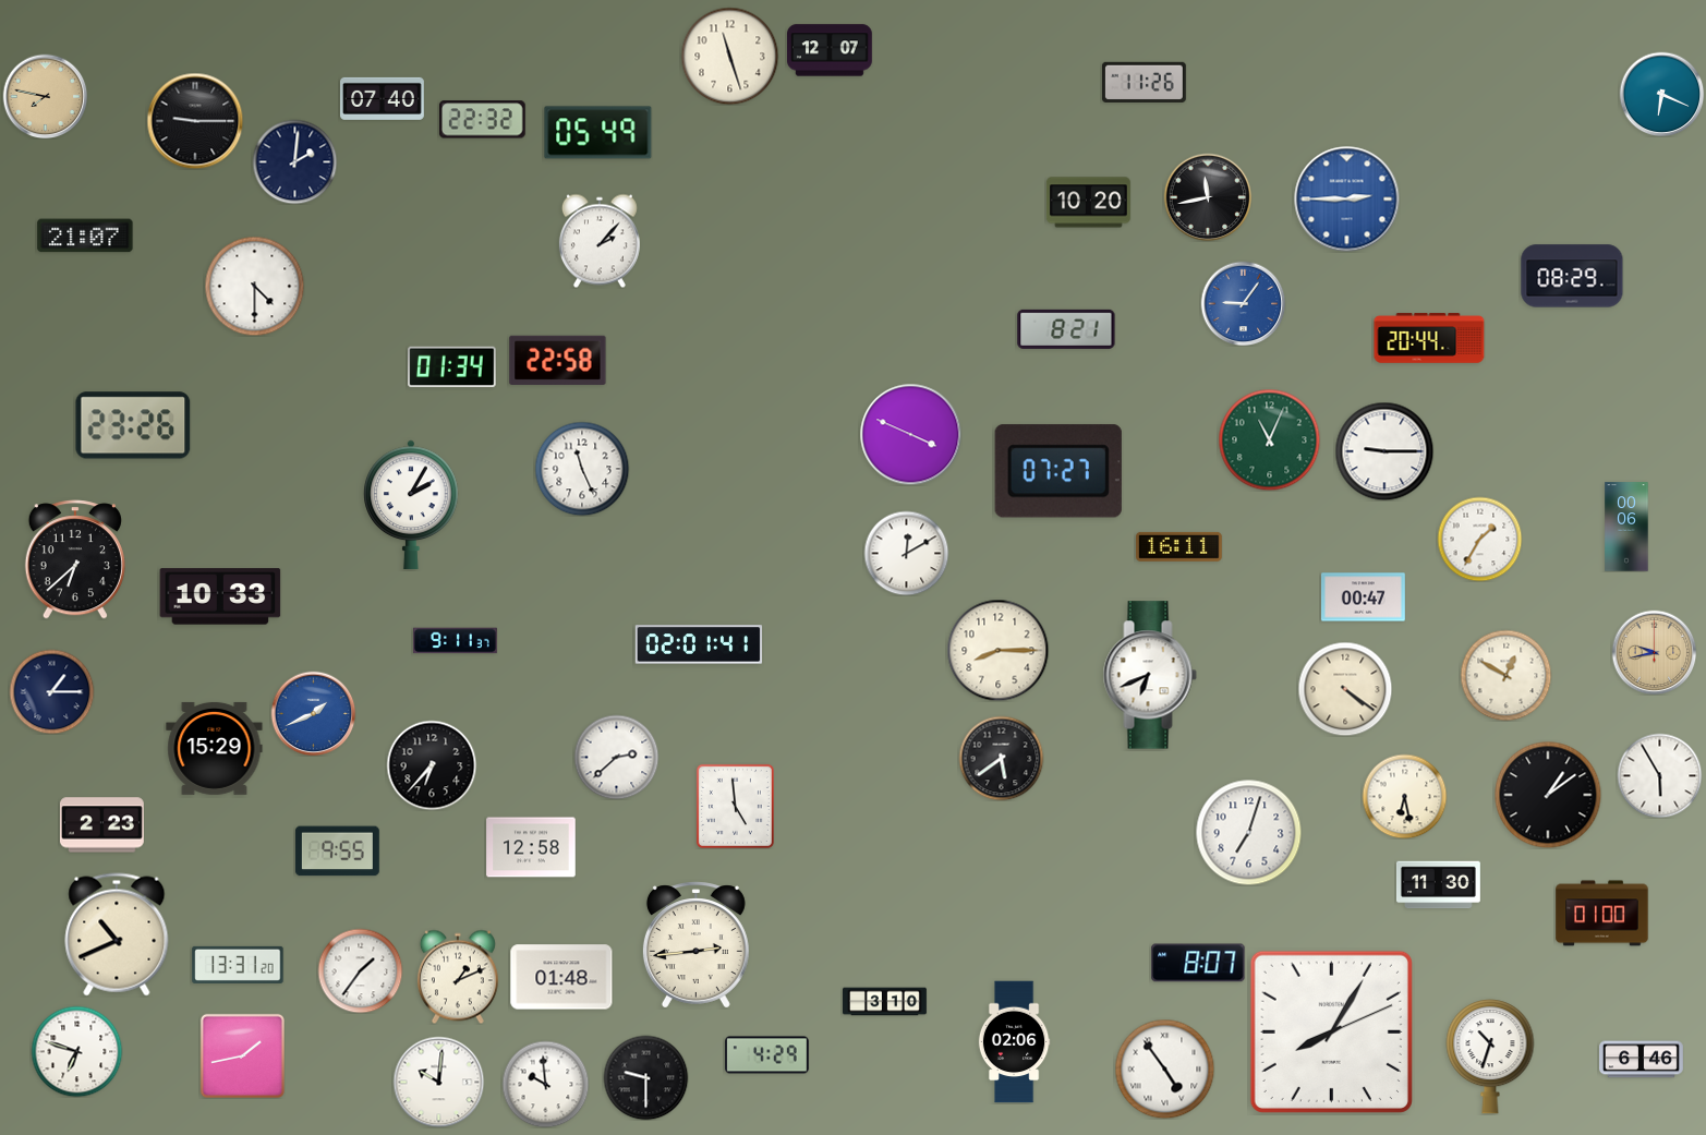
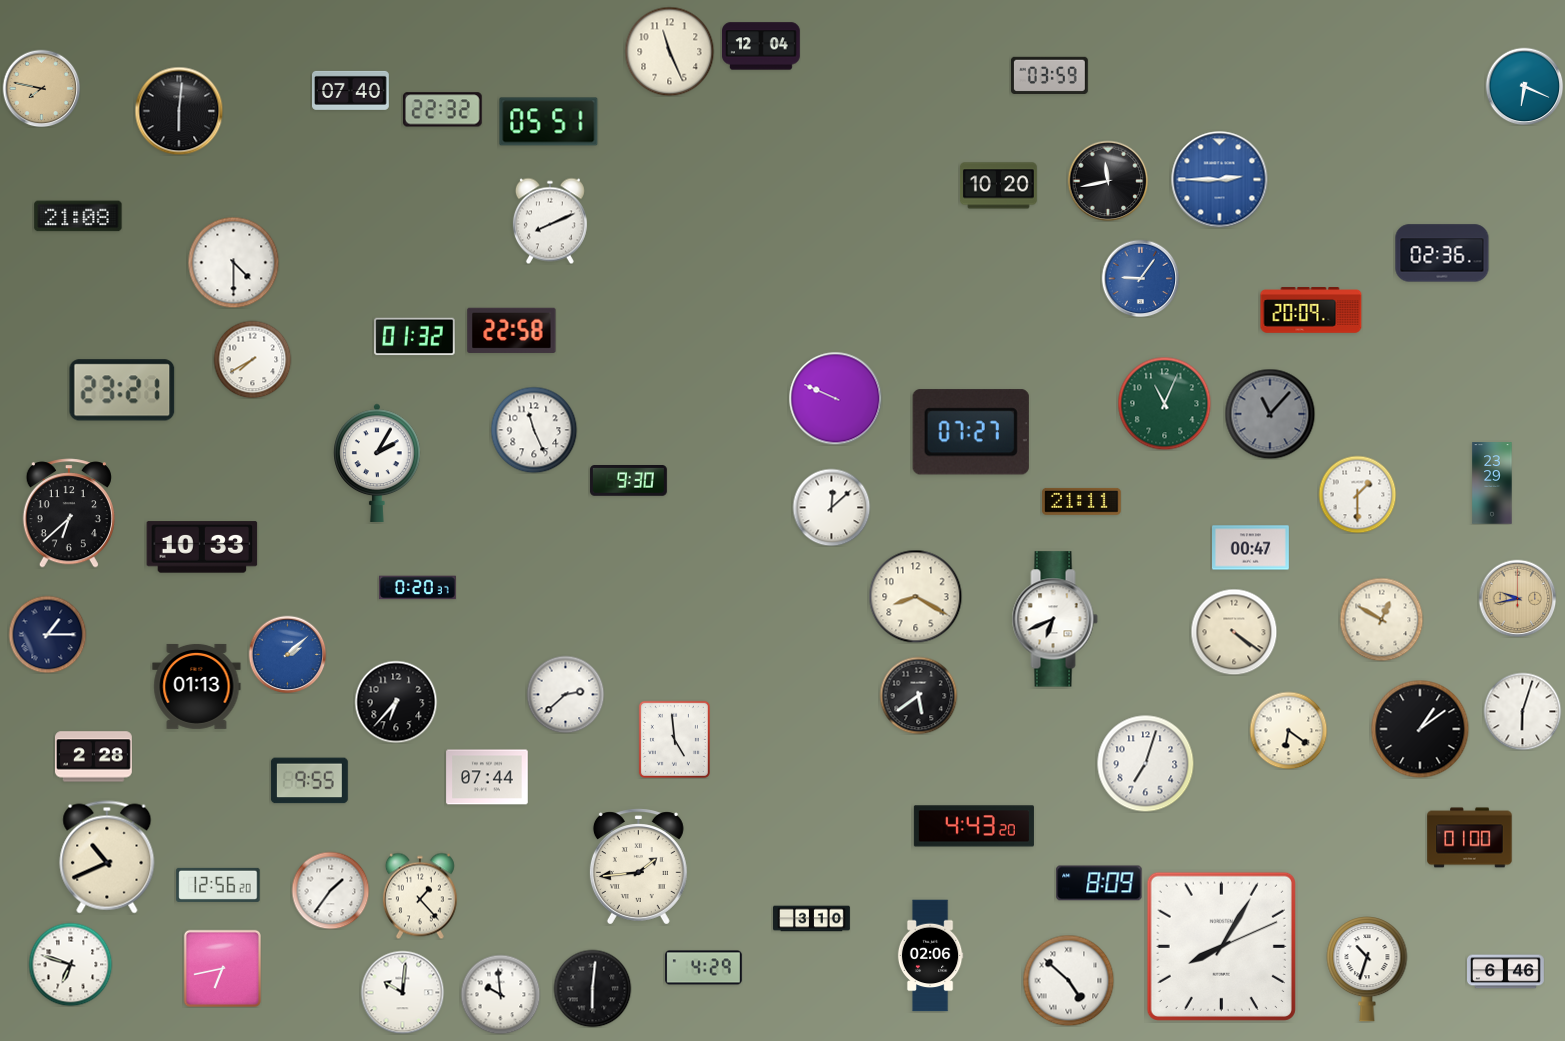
clock at (831, 50): 12:07 -> 12:04
clock at (729, 56): 11:27 -> 11:26
clock at (1144, 82): 11:26 -> 03:59
clock at (195, 121): 9:15 -> 6:01
clock at (598, 133): 05:49 -> 05:51
clock at (294, 161): 2:01 -> none
clock at (1347, 200) position: (1347, 200) -> (1220, 180)
clock at (85, 236): 21:07 -> 21:08
clock at (600, 241): 2:07 -> 8:11
clock at (1572, 276): 08:29 -> 02:36
clock at (1066, 329): 8:21 -> none
clock at (1429, 338): 20:44 -> 20:09
clock at (452, 367): 01:34 -> 01:32
clock at (252, 359): none -> 7:40
clock at (133, 425): 23:26 -> 23:21
clock at (910, 434): 3:49 -> 9:49
clock at (1384, 451): 9:15 -> 11:07
clock at (1384, 451) dial: white -> grey
clock at (628, 481): none -> 9:30
clock at (1626, 527): 00:06 -> 23:29
clock at (1479, 539): 1:35 -> 1:30
clock at (1179, 546): 16:11 -> 21:11
clock at (906, 553): 12:10 -> 12:08
clock at (455, 641): 9:11 -> 0:20
clock at (699, 644): 02:01 -> none
clock at (997, 650): 8:15 -> 8:20
clock at (313, 713): 1:41 -> 2:08
clock at (215, 748): 15:29 -> 01:13
clock at (1659, 775): 5:55 -> 6:03
clock at (1404, 796): 6:28 -> 6:21
clock at (101, 825): 2:23 -> 2:28
clock at (531, 847): 12:58 -> 07:44
clock at (1439, 885): 11:30 -> none
clock at (974, 826): none -> 4:43
clock at (695, 945): 2:44 -> 1:44
clock at (1198, 963): 8:07 -> 8:09
clock at (238, 965): 13:31 -> 12:56
clock at (458, 977): 1:11 -> 1:23
clock at (561, 977): 01:48 -> none
clock at (242, 1055): 1:43 -> 6:43
clock at (1164, 1068): 4:54 -> 4:52
clock at (645, 1077): 9:30 -> 6:01
